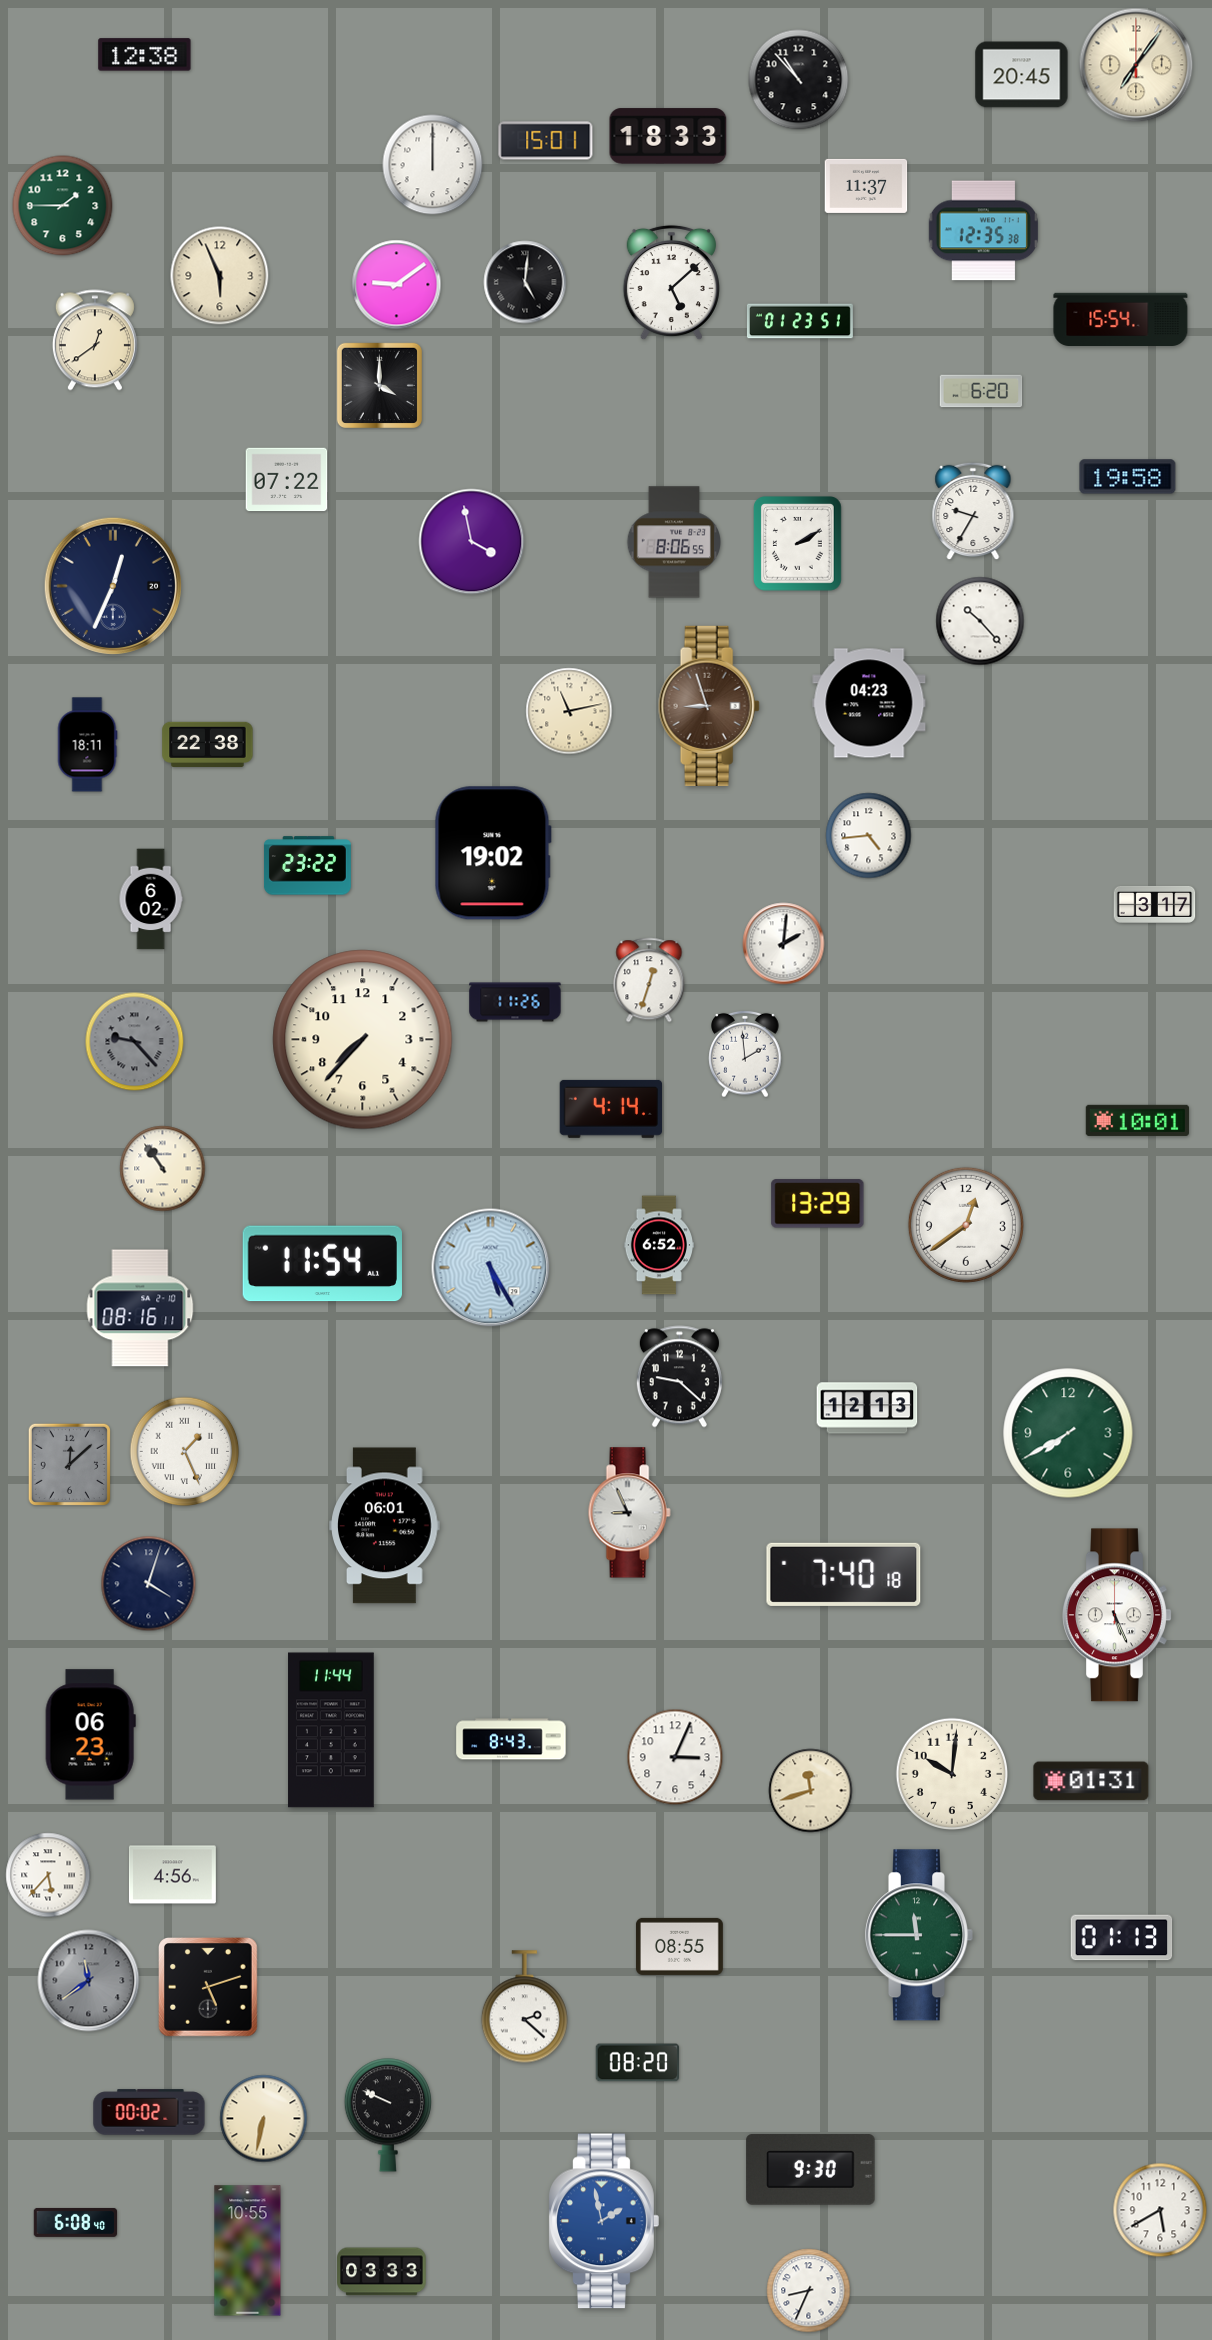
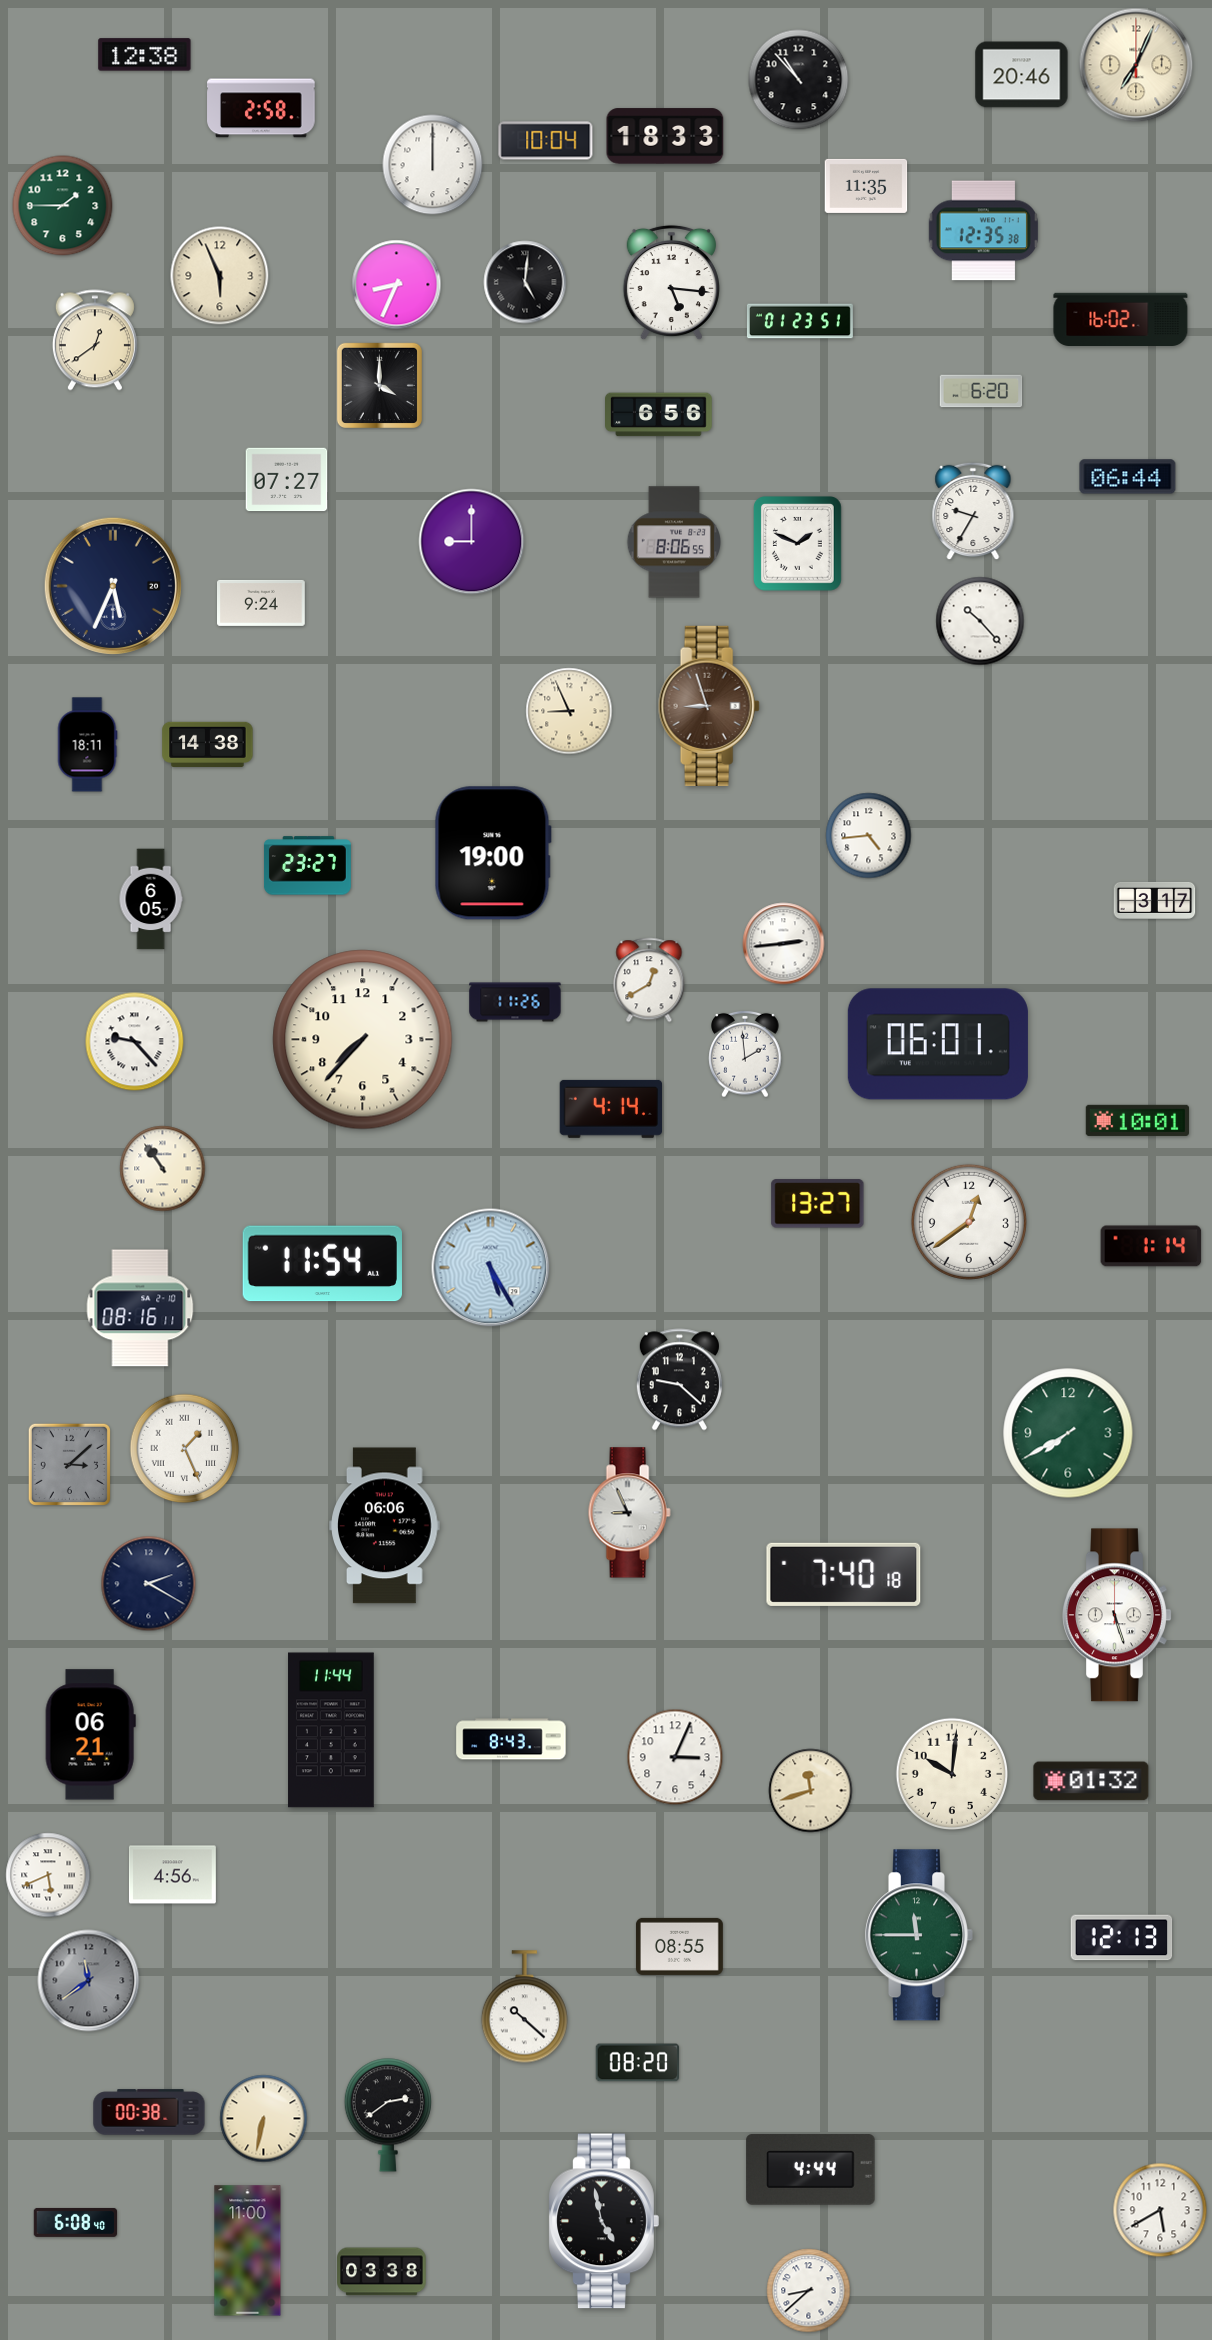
clock at (1136, 65): 7:06 -> 7:04
clock at (1022, 75): 20:45 -> 20:46
clock at (261, 108): none -> 2:58
clock at (668, 136) position: (668, 136) -> (665, 136)
clock at (546, 141): 15:01 -> 10:04
clock at (866, 186): 11:37 -> 11:35
clock at (671, 283): 5:08 -> 5:16
clock at (397, 285): 9:09 -> 8:34
clock at (1121, 319): 15:54 -> 16:02
clock at (659, 415): none -> 6:56
clock at (1128, 477): 19:58 -> 06:44
clock at (287, 480): 07:22 -> 07:27
clock at (472, 542): 3:58 -> 9:00
clock at (798, 544): 2:10 -> 1:49
clock at (113, 586): 12:34 -> 5:34
clock at (262, 603): none -> 9:24
clock at (869, 703): 04:23 -> none
clock at (569, 711): 11:13 -> 8:56
clock at (208, 744): 22:38 -> 14:38
clock at (493, 853): 19:02 -> 19:00
clock at (307, 866): 23:22 -> 23:27
clock at (151, 899): 6:02 -> 6:05
clock at (1155, 904) position: (1155, 904) -> (1155, 900)
clock at (784, 944): 2:01 -> 2:44
clock at (649, 980): 12:33 -> 12:40
clock at (135, 1042) dial: grey -> white
clock at (938, 1044): none -> 06:01
clock at (818, 1204): 13:29 -> 13:27
clock at (966, 1225) position: (966, 1225) -> (969, 1222)
clock at (658, 1245): 6:52 -> none
clock at (1151, 1246): none -> 1:14
clock at (679, 1377) position: (679, 1377) -> (679, 1380)
clock at (867, 1408): 12:13 -> none
clock at (185, 1452) position: (185, 1452) -> (185, 1449)
clock at (69, 1464): 12:08 -> 3:08
clock at (385, 1526): 06:01 -> 06:06
clock at (149, 1584): 4:03 -> 2:20
clock at (1118, 1615): 5:26 -> 5:27
clock at (90, 1735): 06:23 -> 06:21
clock at (1091, 1781): 01:31 -> 01:32
clock at (48, 1875): 5:37 -> 5:41
clock at (1122, 1938): 01:13 -> 12:13
clock at (209, 1988): 5:12 -> none
clock at (524, 2007): 2:22 -> 10:22
clock at (149, 2112): 00:02 -> 00:38
clock at (388, 2115): 9:49 -> 2:39
clock at (811, 2170): 9:30 -> 4:44
clock at (604, 2221): 1:58 -> 4:58
clock at (604, 2221) dial: blue -> black
clock at (248, 2251): 10:55 -> 11:00
clock at (382, 2272): 03:33 -> 03:38
clock at (809, 2291): 8:34 -> 8:38
